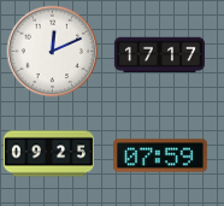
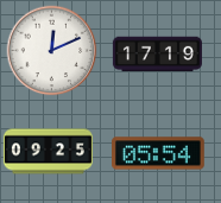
clock at (159, 55): 17:17 -> 17:19
clock at (161, 155): 07:59 -> 05:54
